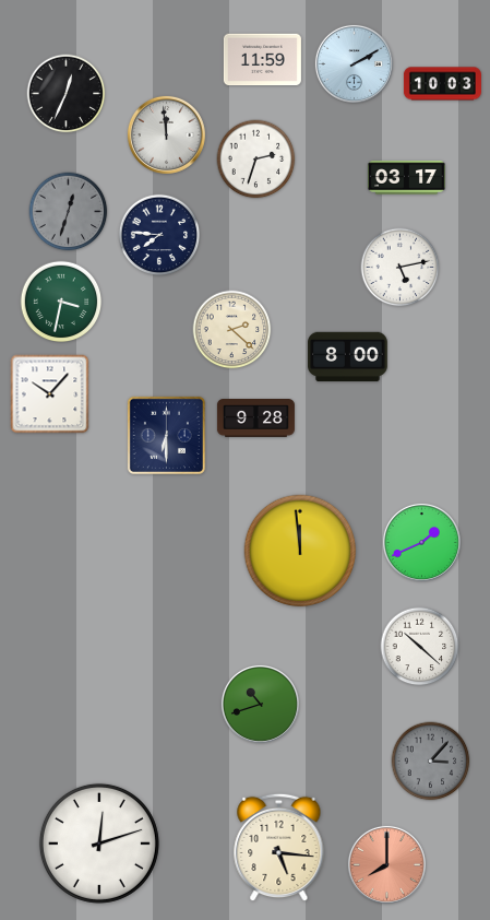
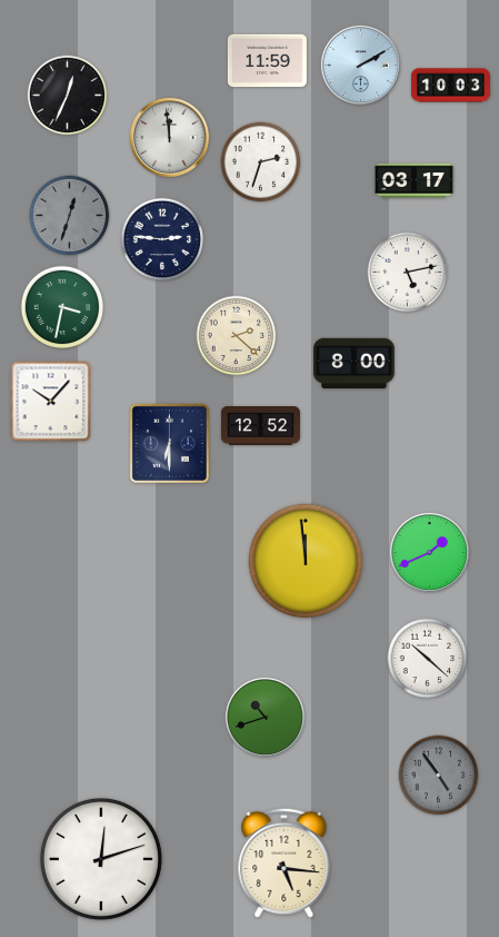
clock at (159, 235): 7:46 -> 2:46
clock at (255, 418): 9:28 -> 12:52
clock at (431, 762): 3:07 -> 4:54
clock at (386, 864): 8:00 -> none
